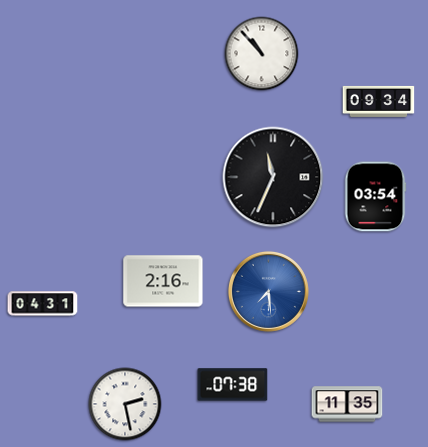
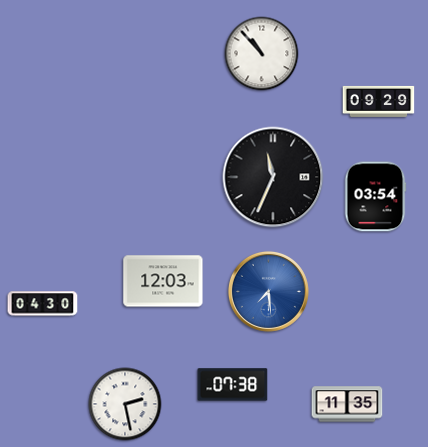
clock at (379, 101): 09:34 -> 09:29
clock at (163, 281): 2:16 -> 12:03
clock at (43, 304): 04:31 -> 04:30
